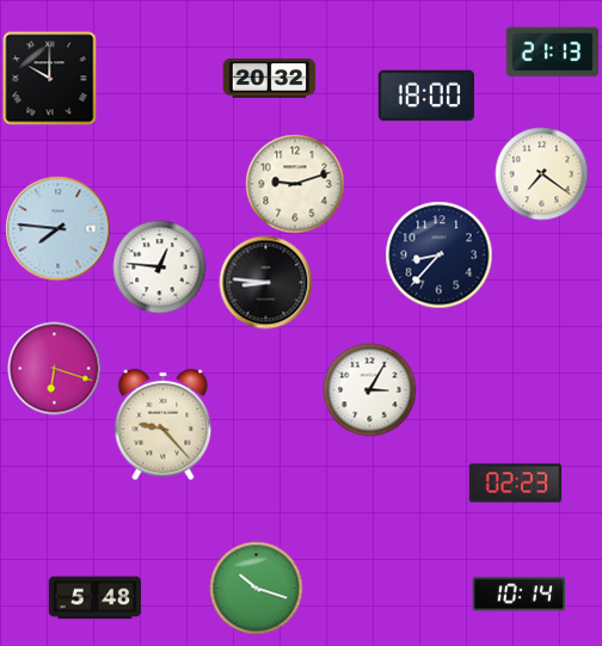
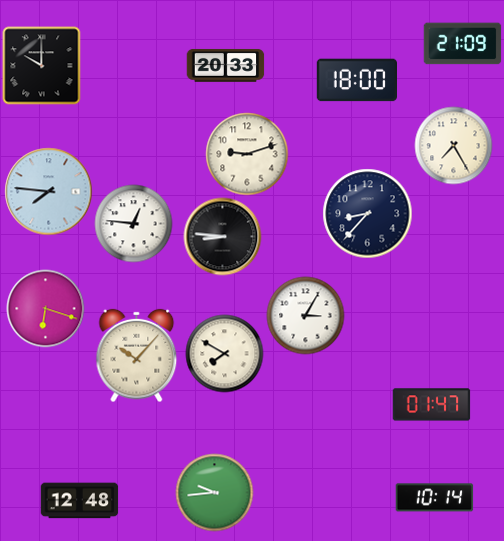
clock at (552, 53): 21:13 -> 21:09
clock at (269, 78): 20:32 -> 20:33
clock at (541, 173): 7:21 -> 7:25
clock at (369, 389) position: (369, 389) -> (305, 315)
clock at (224, 353): none -> 7:50
clock at (164, 424): 9:23 -> 10:07
clock at (515, 484): 02:23 -> 01:47
clock at (256, 587): 10:18 -> 9:44
clock at (94, 598): 5:48 -> 12:48
